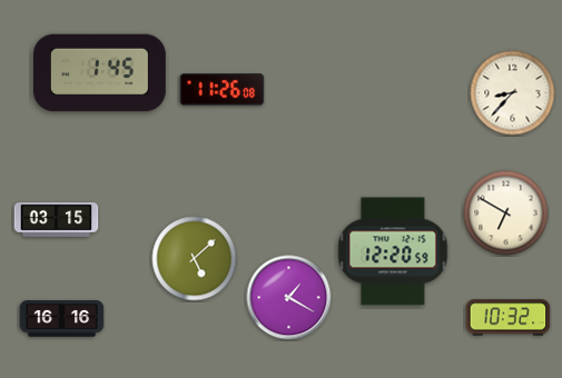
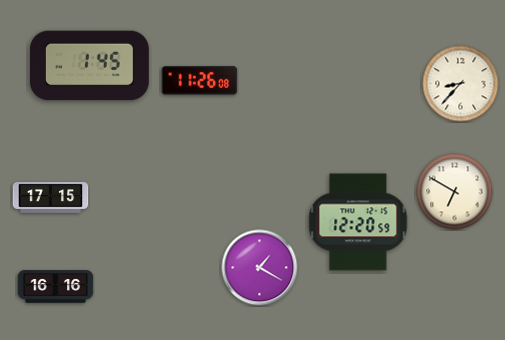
clock at (57, 220): 03:15 -> 17:15
clock at (393, 251) position: (393, 251) -> (358, 222)
clock at (195, 259): 5:08 -> none
clock at (509, 318): 10:32 -> none
